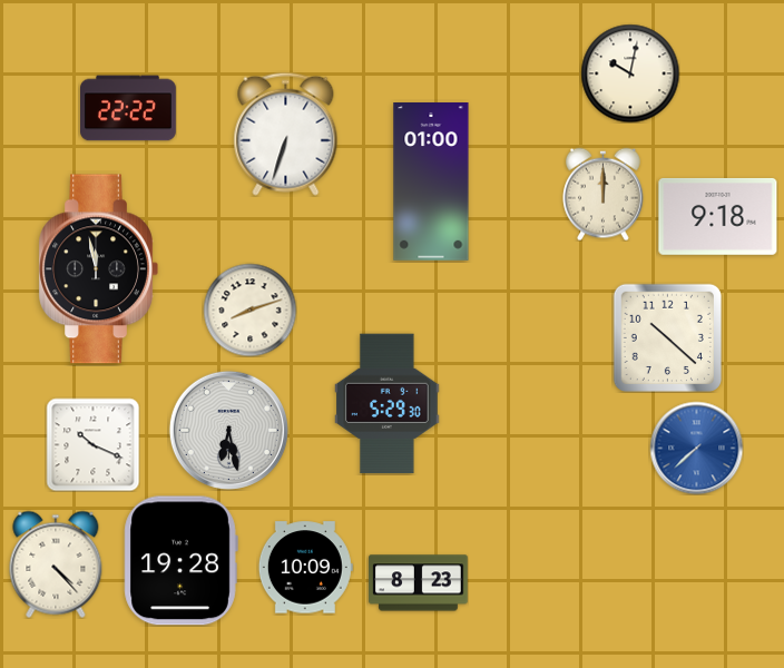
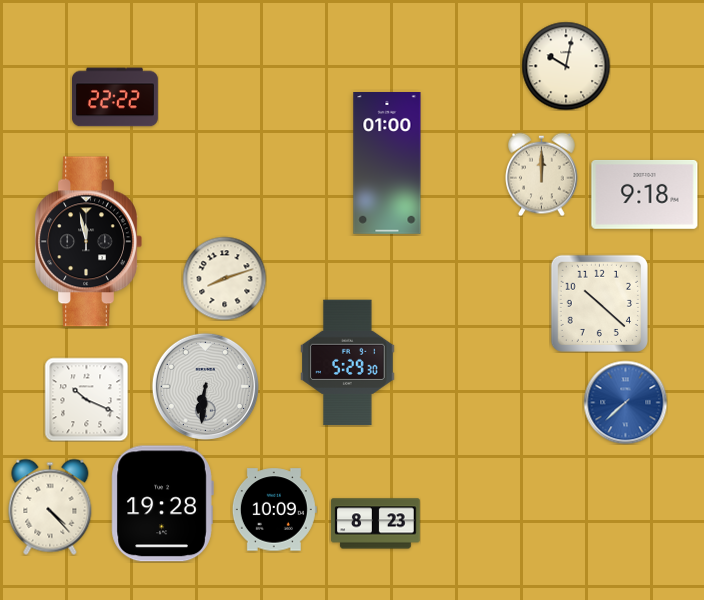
clock at (286, 134): 6:33 -> none
clock at (228, 430): 6:28 -> 6:31
clock at (92, 444) position: (92, 444) -> (86, 399)
